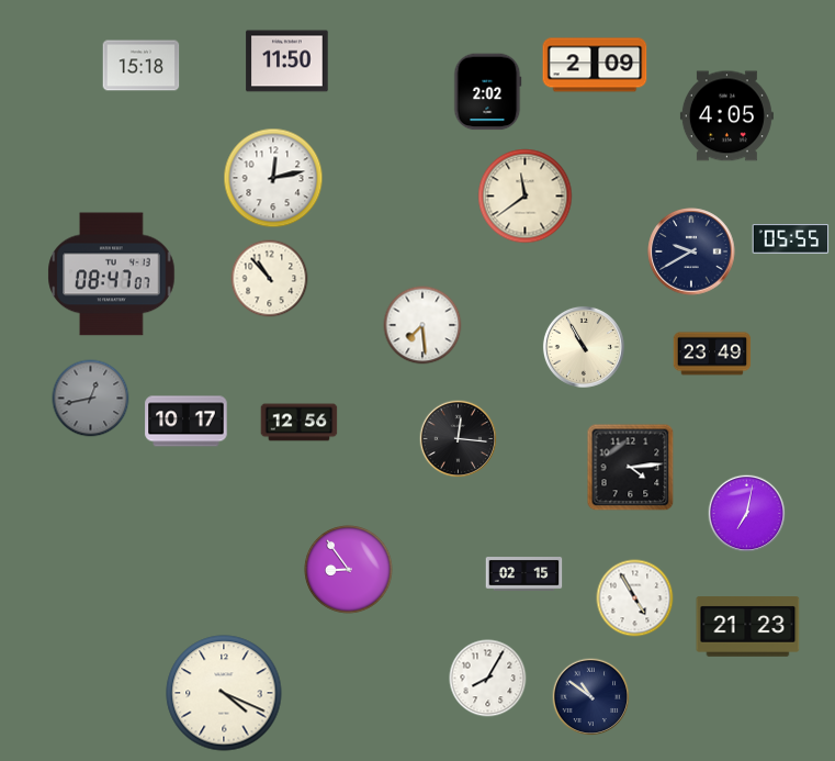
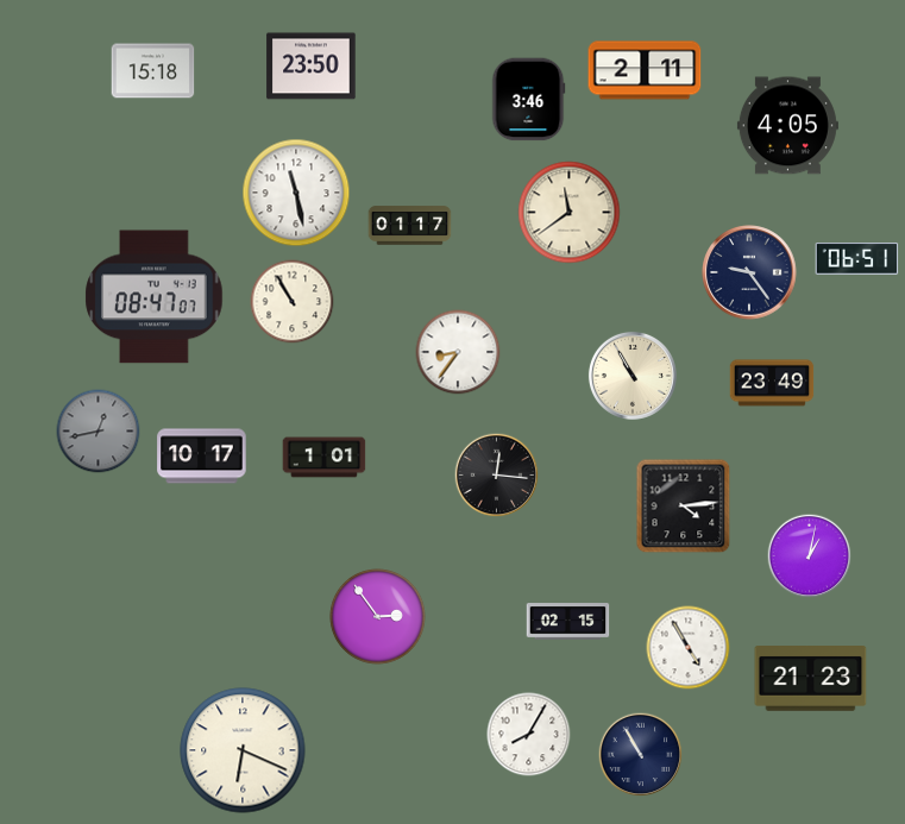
clock at (287, 61): 11:50 -> 23:50
clock at (595, 65): 2:09 -> 2:11
clock at (488, 92): 2:02 -> 3:46
clock at (273, 178): 12:13 -> 11:28
clock at (410, 226): none -> 01:17
clock at (791, 239): 05:55 -> 06:51
clock at (691, 251): 9:40 -> 9:24
clock at (112, 275) position: (112, 275) -> (155, 297)
clock at (270, 279): 10:53 -> 10:55
clock at (422, 325): 7:29 -> 8:36
clock at (300, 423): 12:56 -> 1:01
clock at (747, 514): 7:02 -> 1:02
clock at (349, 570): 8:54 -> 2:54
clock at (224, 693): 4:19 -> 6:19
clock at (591, 697): 10:51 -> 10:55
